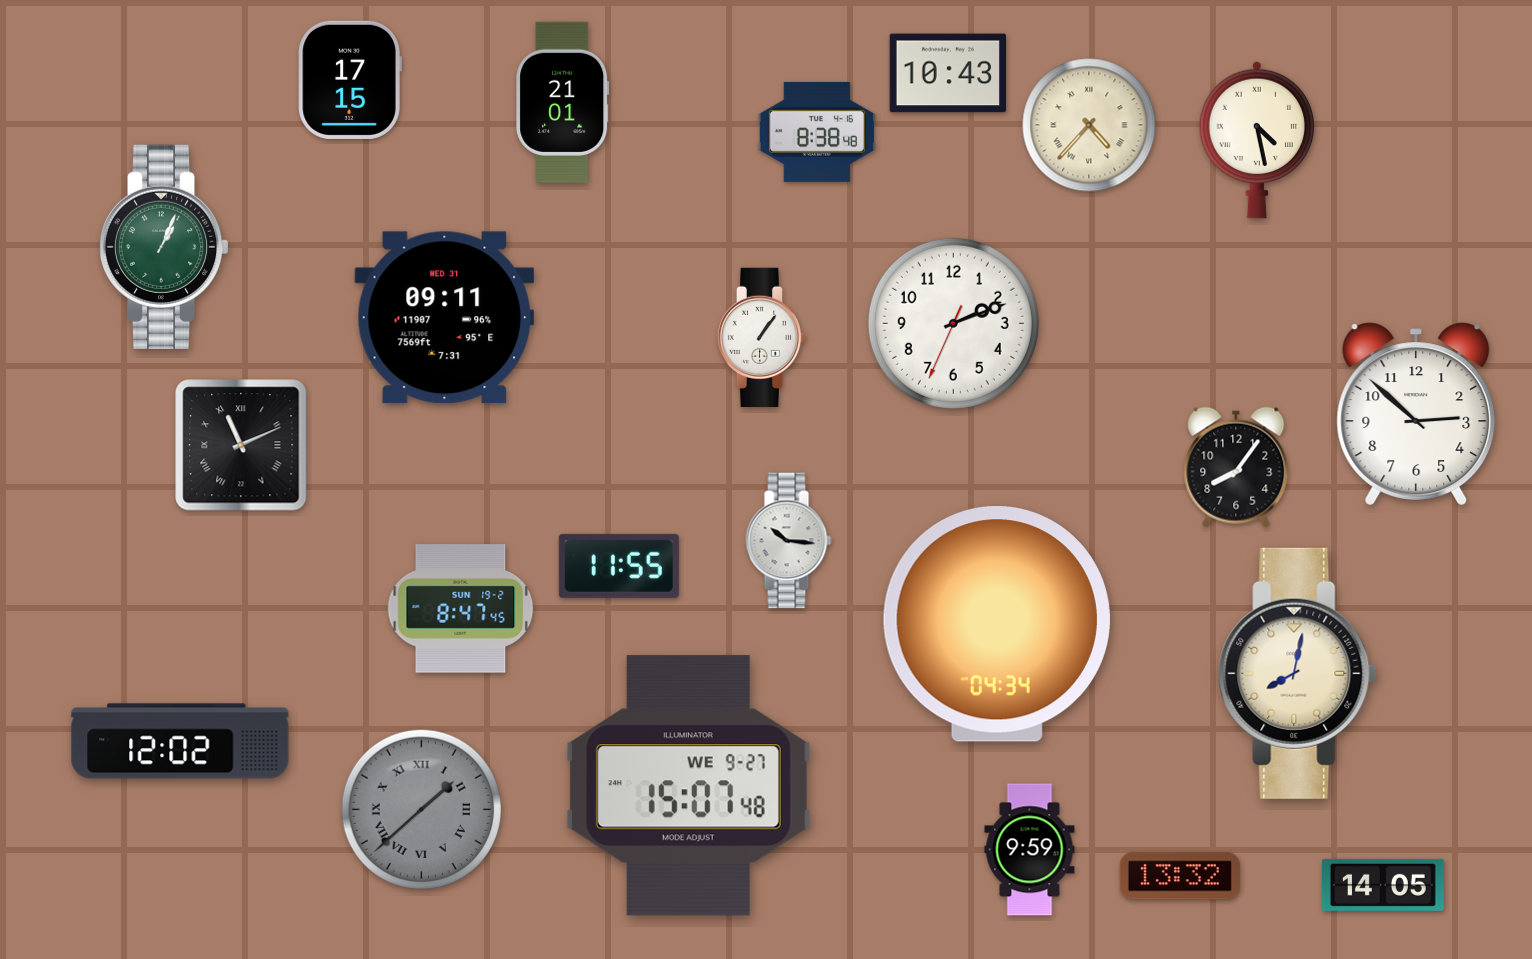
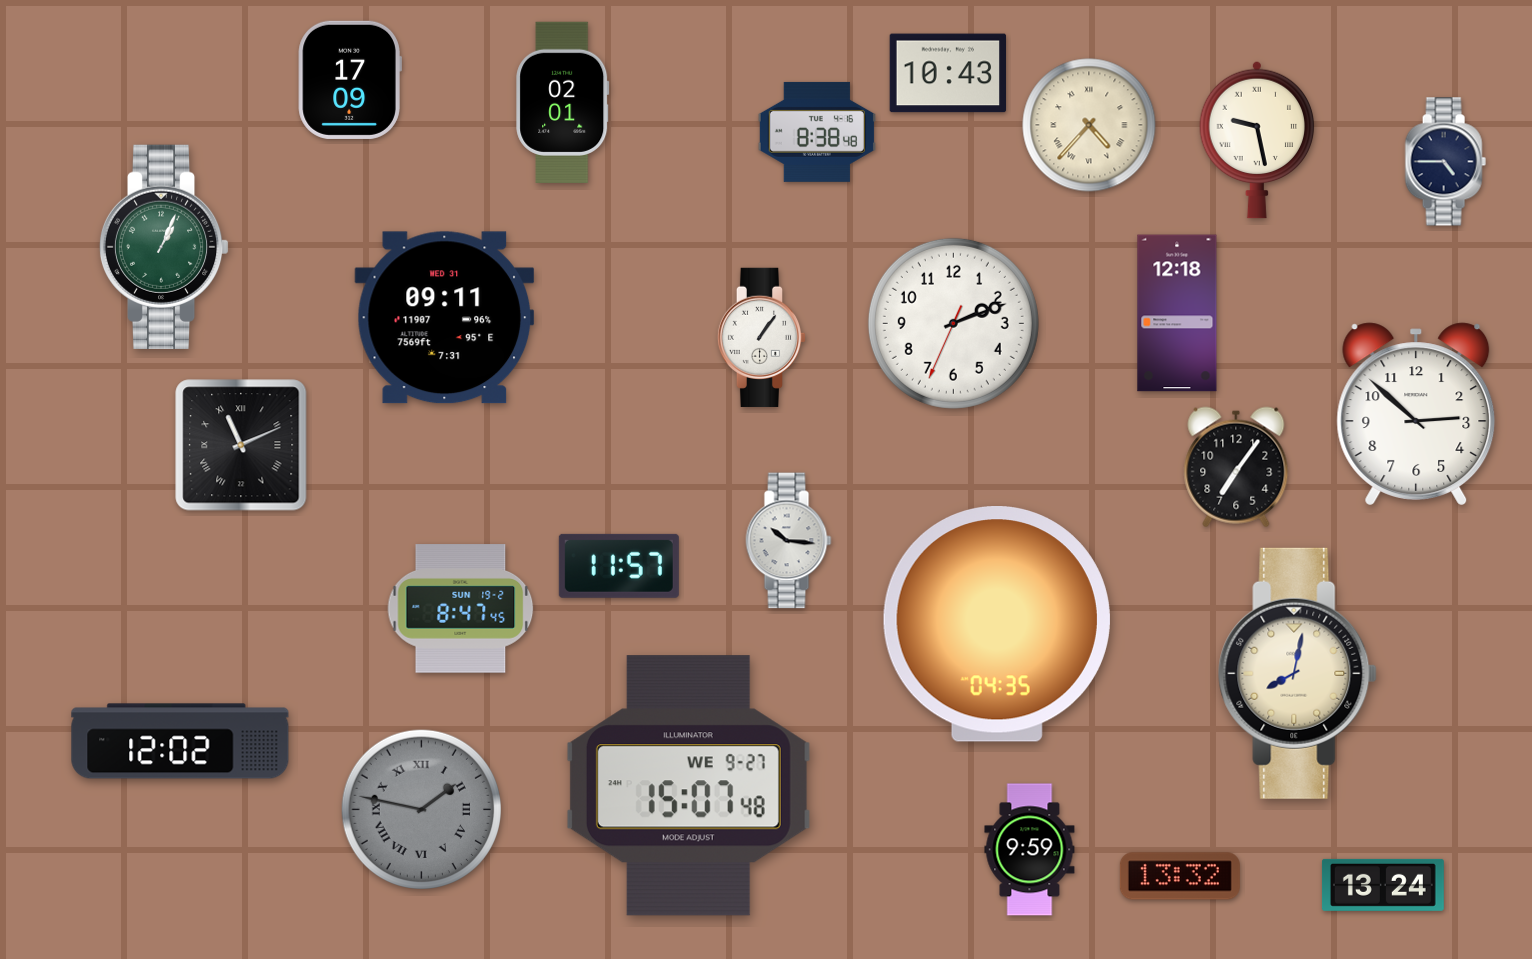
clock at (350, 80): 17:15 -> 17:09
clock at (563, 102): 21:01 -> 02:01
clock at (1257, 140): 4:28 -> 9:28
clock at (1445, 162): none -> 4:45
clock at (1177, 313): none -> 12:18
clock at (1236, 467): 8:06 -> 7:06
clock at (619, 566): 11:55 -> 11:57
clock at (997, 625): 04:34 -> 04:35
clock at (421, 809): 1:38 -> 1:47
clock at (1383, 885): 14:05 -> 13:24
